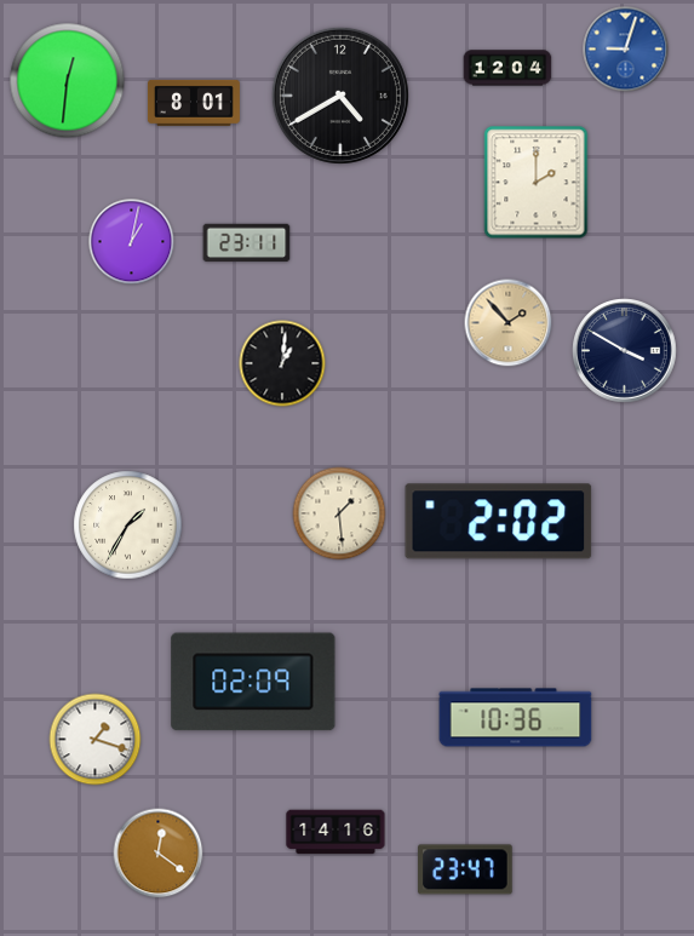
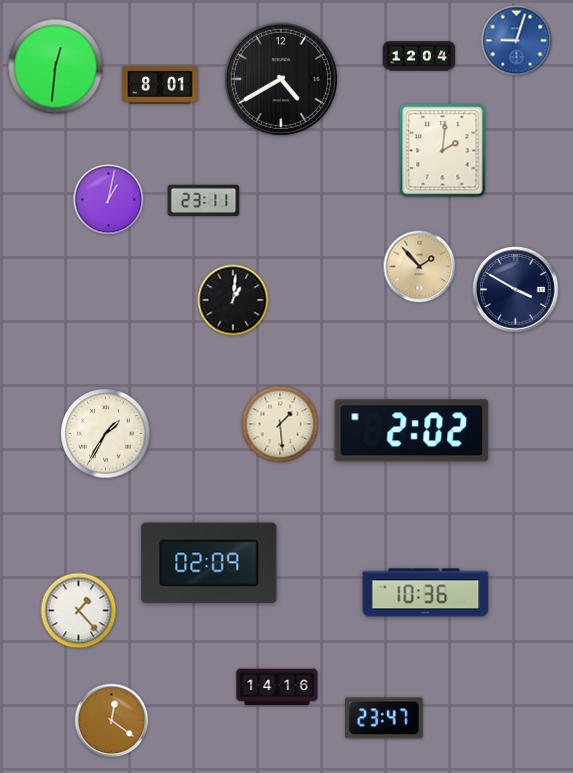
clock at (537, 183): 2:00 -> 2:01
clock at (96, 740): 1:18 -> 1:23
clock at (159, 854) position: (159, 854) -> (112, 721)
